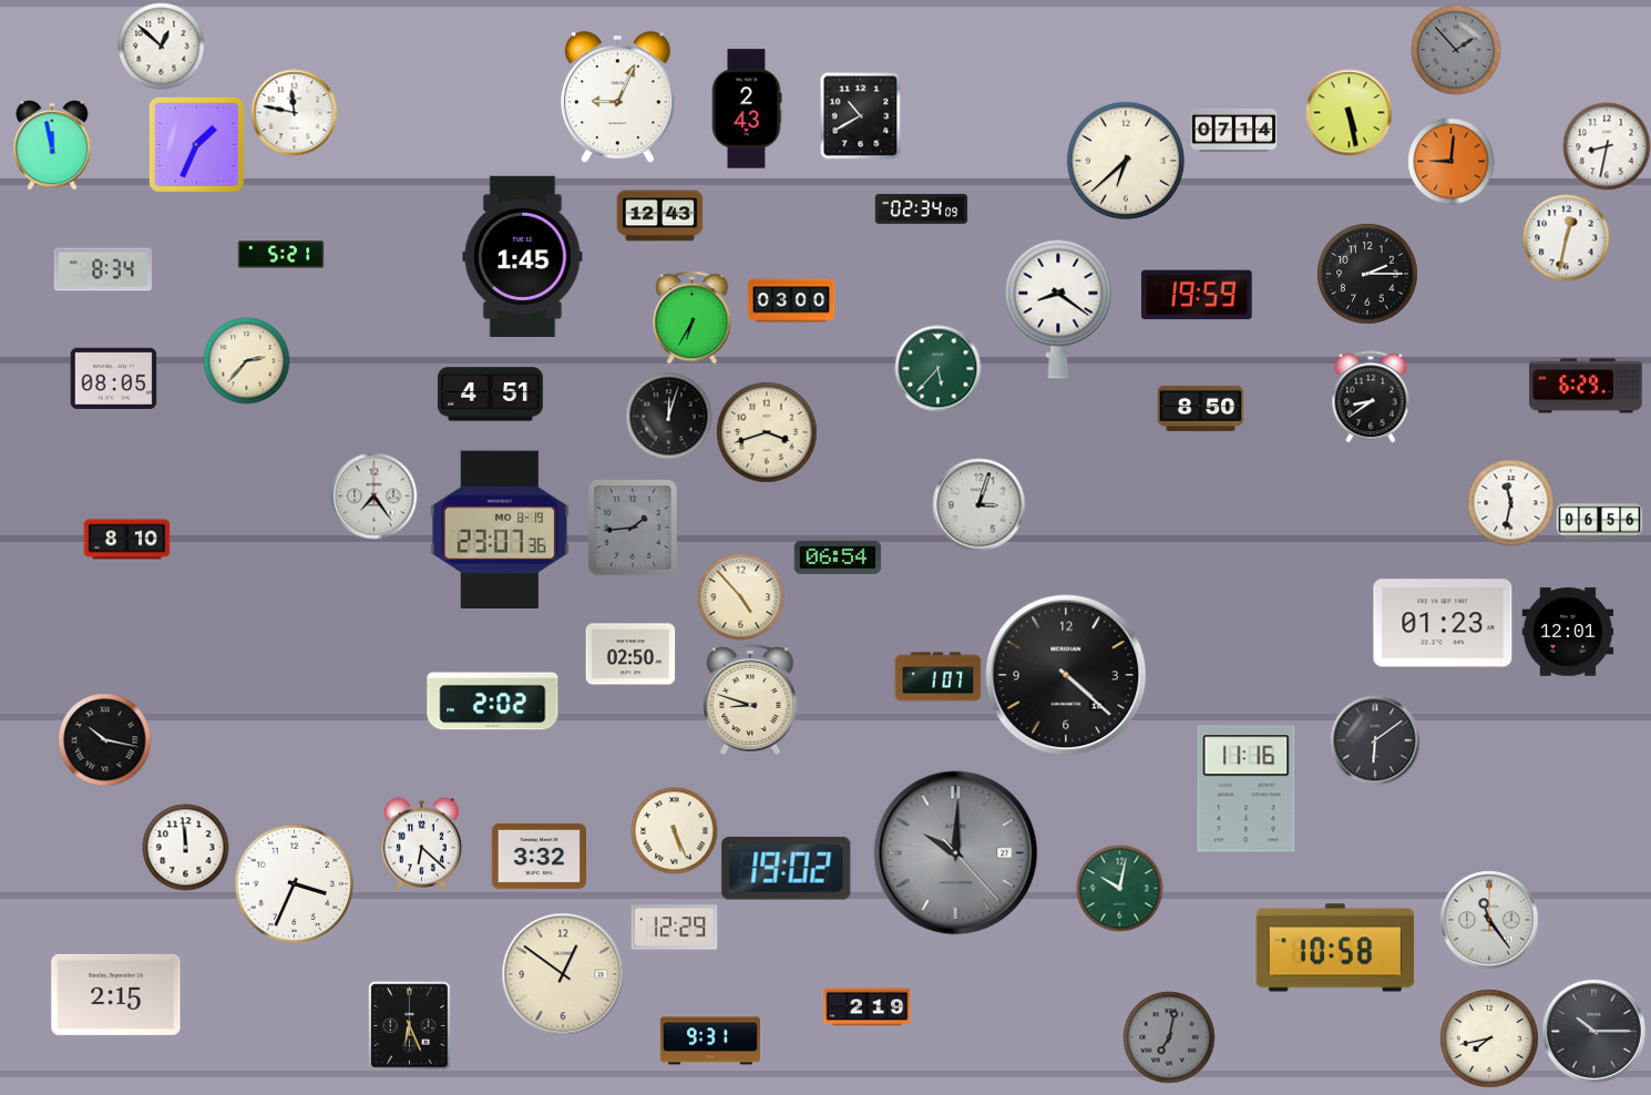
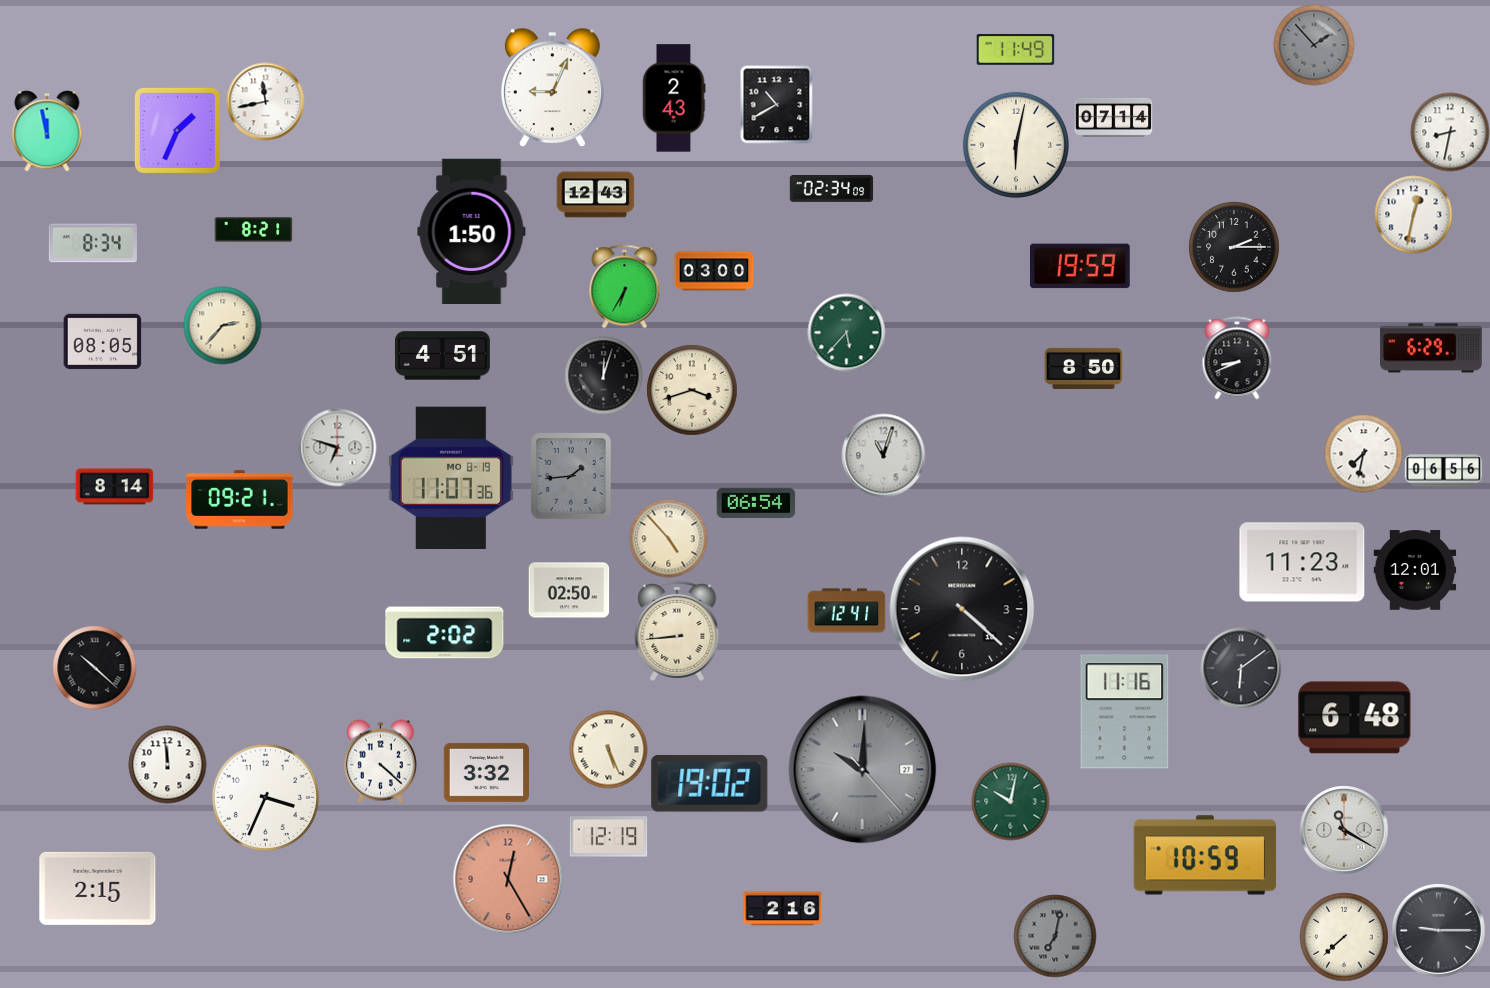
clock at (161, 45): 12:52 -> none
clock at (1015, 50): none -> 11:49
clock at (617, 98) position: (617, 98) -> (552, 88)
clock at (294, 112): 11:47 -> 11:43
clock at (1349, 112): 5:28 -> none
clock at (1126, 161): 6:38 -> 6:02
clock at (1450, 161): 9:01 -> none
clock at (280, 255): 5:21 -> 8:21
clock at (523, 256): 1:45 -> 1:50
clock at (1058, 309): 8:21 -> none
clock at (1371, 397): 8:39 -> 8:41
clock at (373, 495): 7:24 -> 6:48
clock at (1510, 502): 11:32 -> 7:32
clock at (978, 504): 3:03 -> 11:03
clock at (500, 530): 23:07 -> 11:07
clock at (126, 540): 8:10 -> 8:14
clock at (240, 500): none -> 09:21
clock at (1443, 623): 01:23 -> 11:23
clock at (937, 677): 1:07 -> 12:41
clock at (750, 699): 8:48 -> 8:44
clock at (104, 739): 10:17 -> 10:22
clock at (1355, 718): none -> 6:48
clock at (421, 843): 6:22 -> 4:22
clock at (1489, 920): 11:24 -> 11:20
clock at (674, 928): 12:29 -> 12:19
clock at (1335, 948): 10:58 -> 10:59
clock at (563, 974): 12:51 -> 12:25
clock at (563, 974) dial: cream -> salmon
clock at (116, 994) position: (116, 994) -> (98, 888)
clock at (866, 1007): 2:19 -> 2:16
clock at (410, 1025): 6:26 -> none
clock at (1593, 1031): 10:15 -> 9:15
clock at (1489, 1038): 7:43 -> 7:38
clock at (710, 1041): 9:31 -> none
